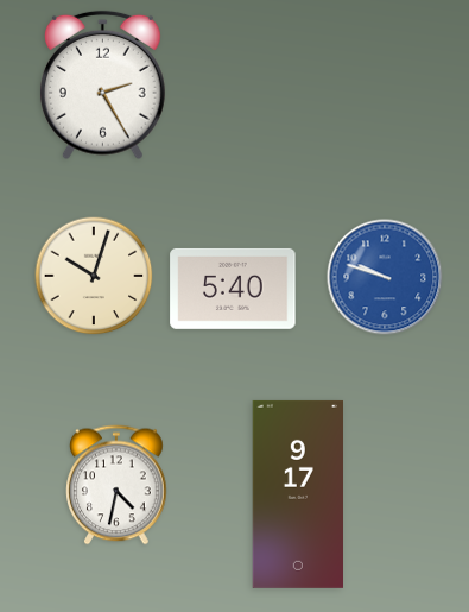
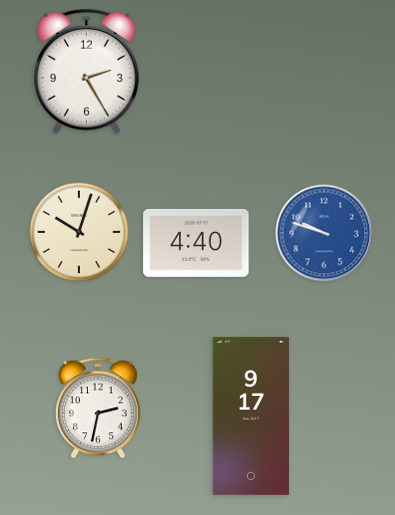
clock at (233, 289): 5:40 -> 4:40
clock at (116, 485): 4:32 -> 2:32
